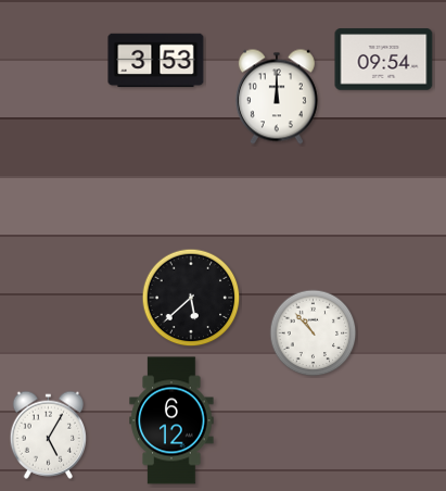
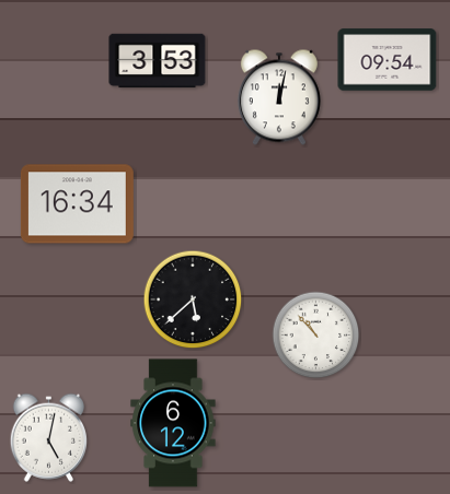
clock at (277, 97): 12:00 -> 12:02
clock at (77, 204): none -> 16:34
clock at (48, 435): 5:05 -> 5:02
